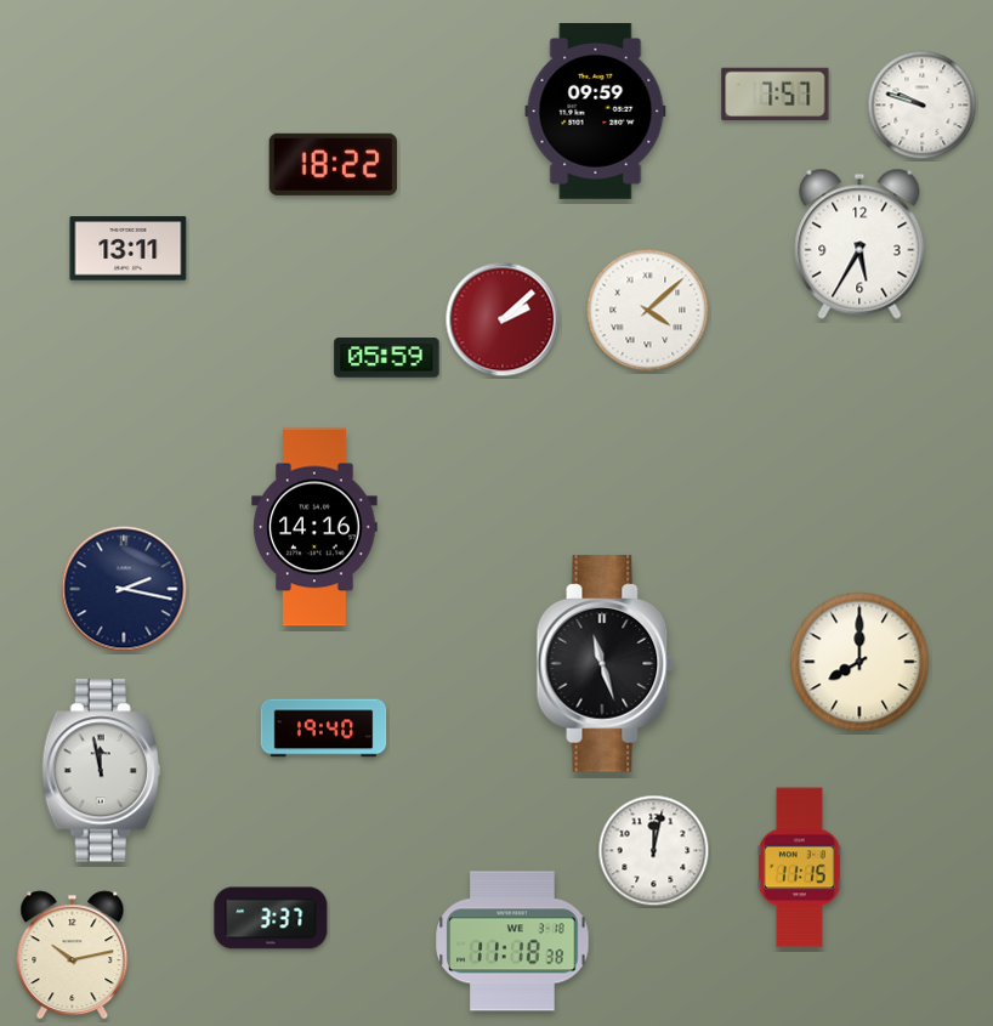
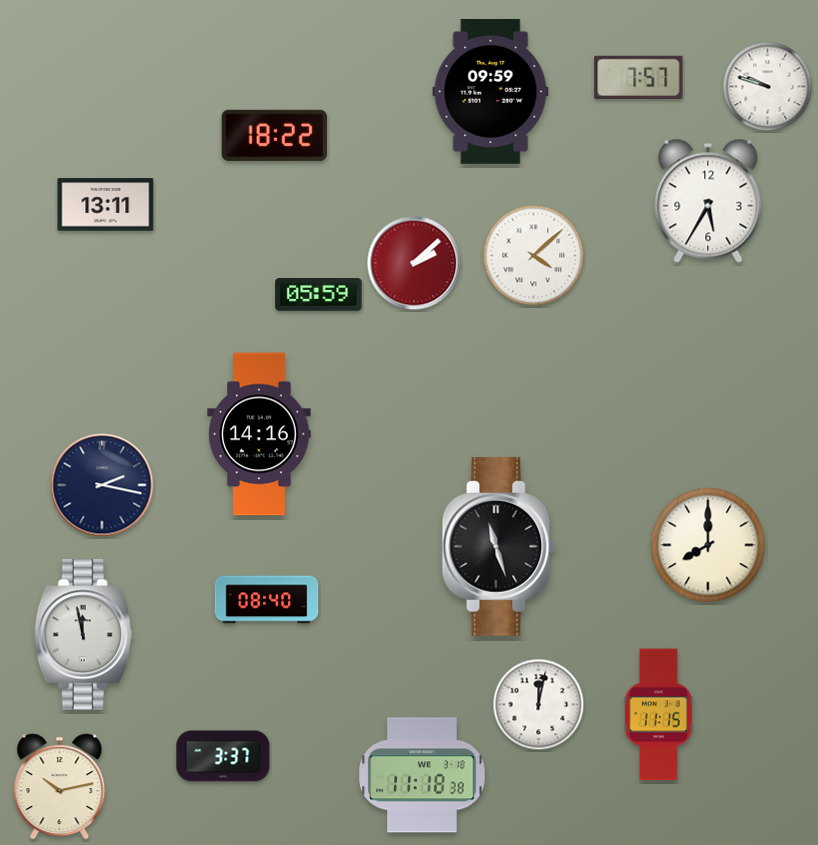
clock at (923, 106) position: (923, 106) -> (768, 87)
clock at (324, 729): 19:40 -> 08:40
clock at (654, 851) position: (654, 851) -> (539, 705)
